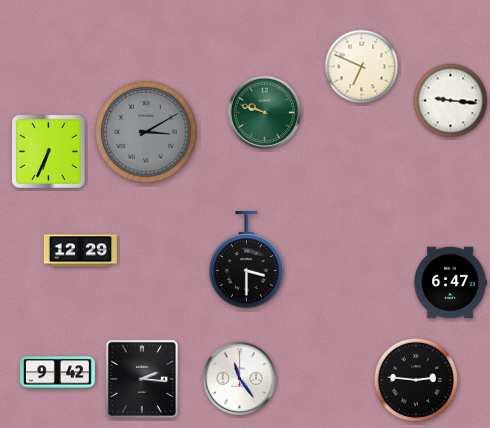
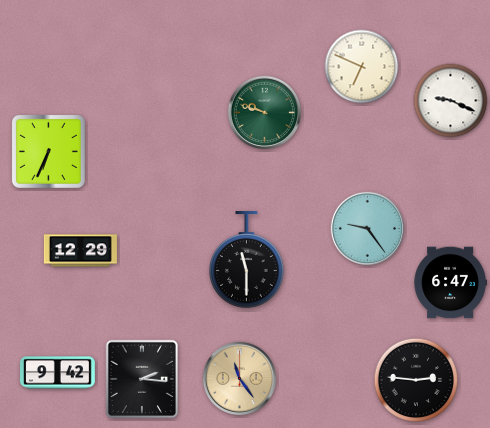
clock at (451, 101): 9:16 -> 9:19
clock at (146, 132): 3:10 -> none
clock at (367, 228): none -> 9:24
clock at (247, 260): 3:30 -> 11:30
clock at (239, 378) dial: white -> champagne
